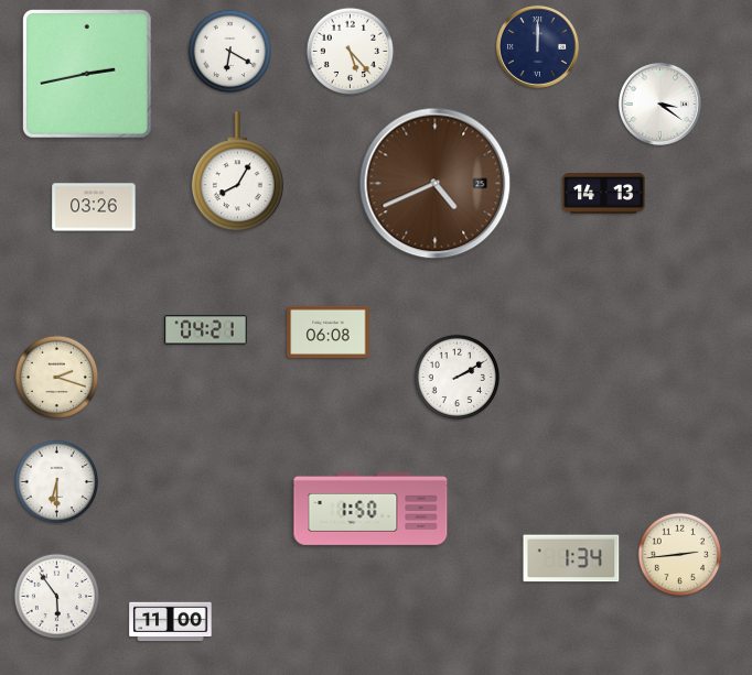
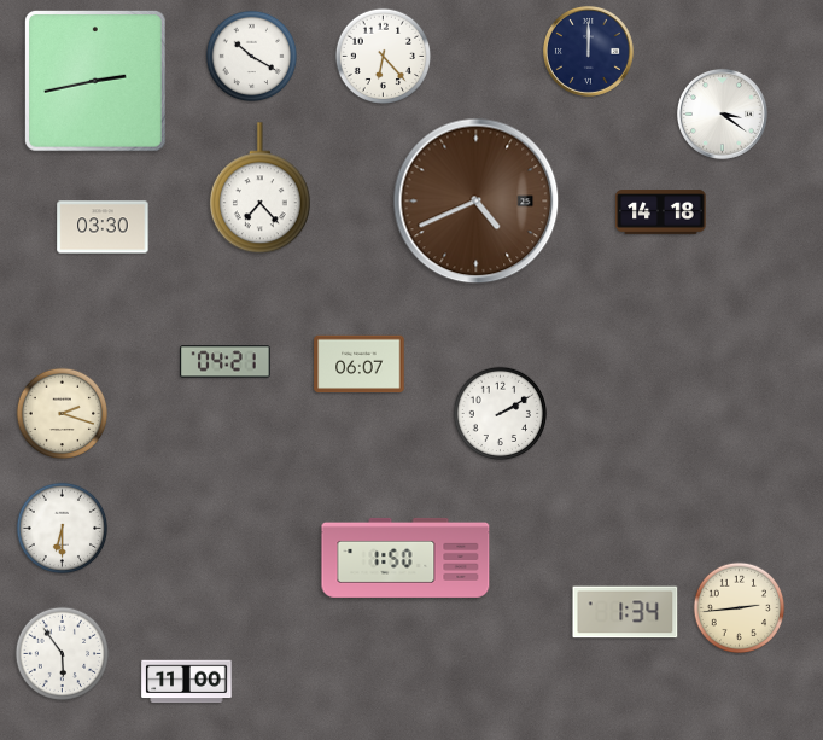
clock at (350, 51): 5:23 -> 6:23
clock at (230, 52): 6:20 -> 10:20
clock at (237, 172): 8:05 -> 7:23
clock at (604, 194): 14:13 -> 14:18
clock at (94, 207): 03:26 -> 03:30
clock at (329, 333): 06:08 -> 06:07
clock at (680, 555) position: (680, 555) -> (740, 608)
